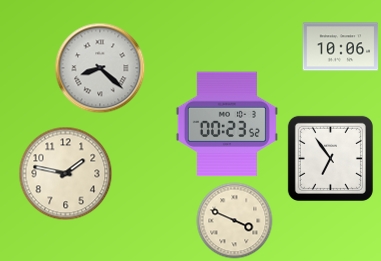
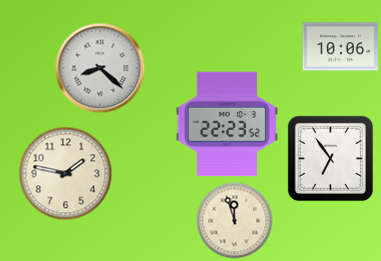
clock at (227, 124): 00:23 -> 22:23
clock at (235, 221): 3:49 -> 11:57
